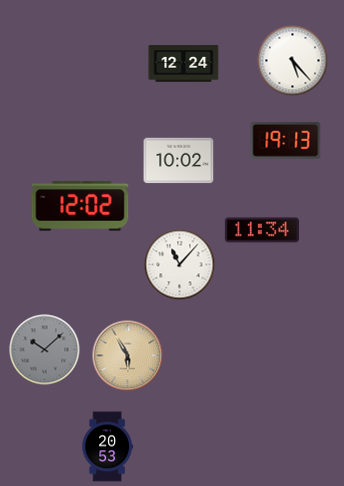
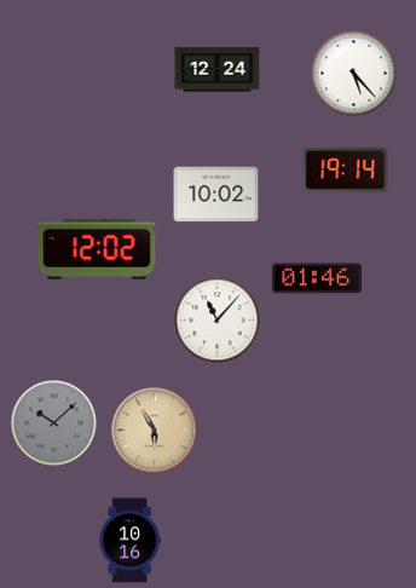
clock at (184, 64) position: (184, 64) -> (218, 70)
clock at (286, 141): 19:13 -> 19:14
clock at (262, 230): 11:34 -> 01:46
clock at (107, 447): 20:53 -> 10:16
